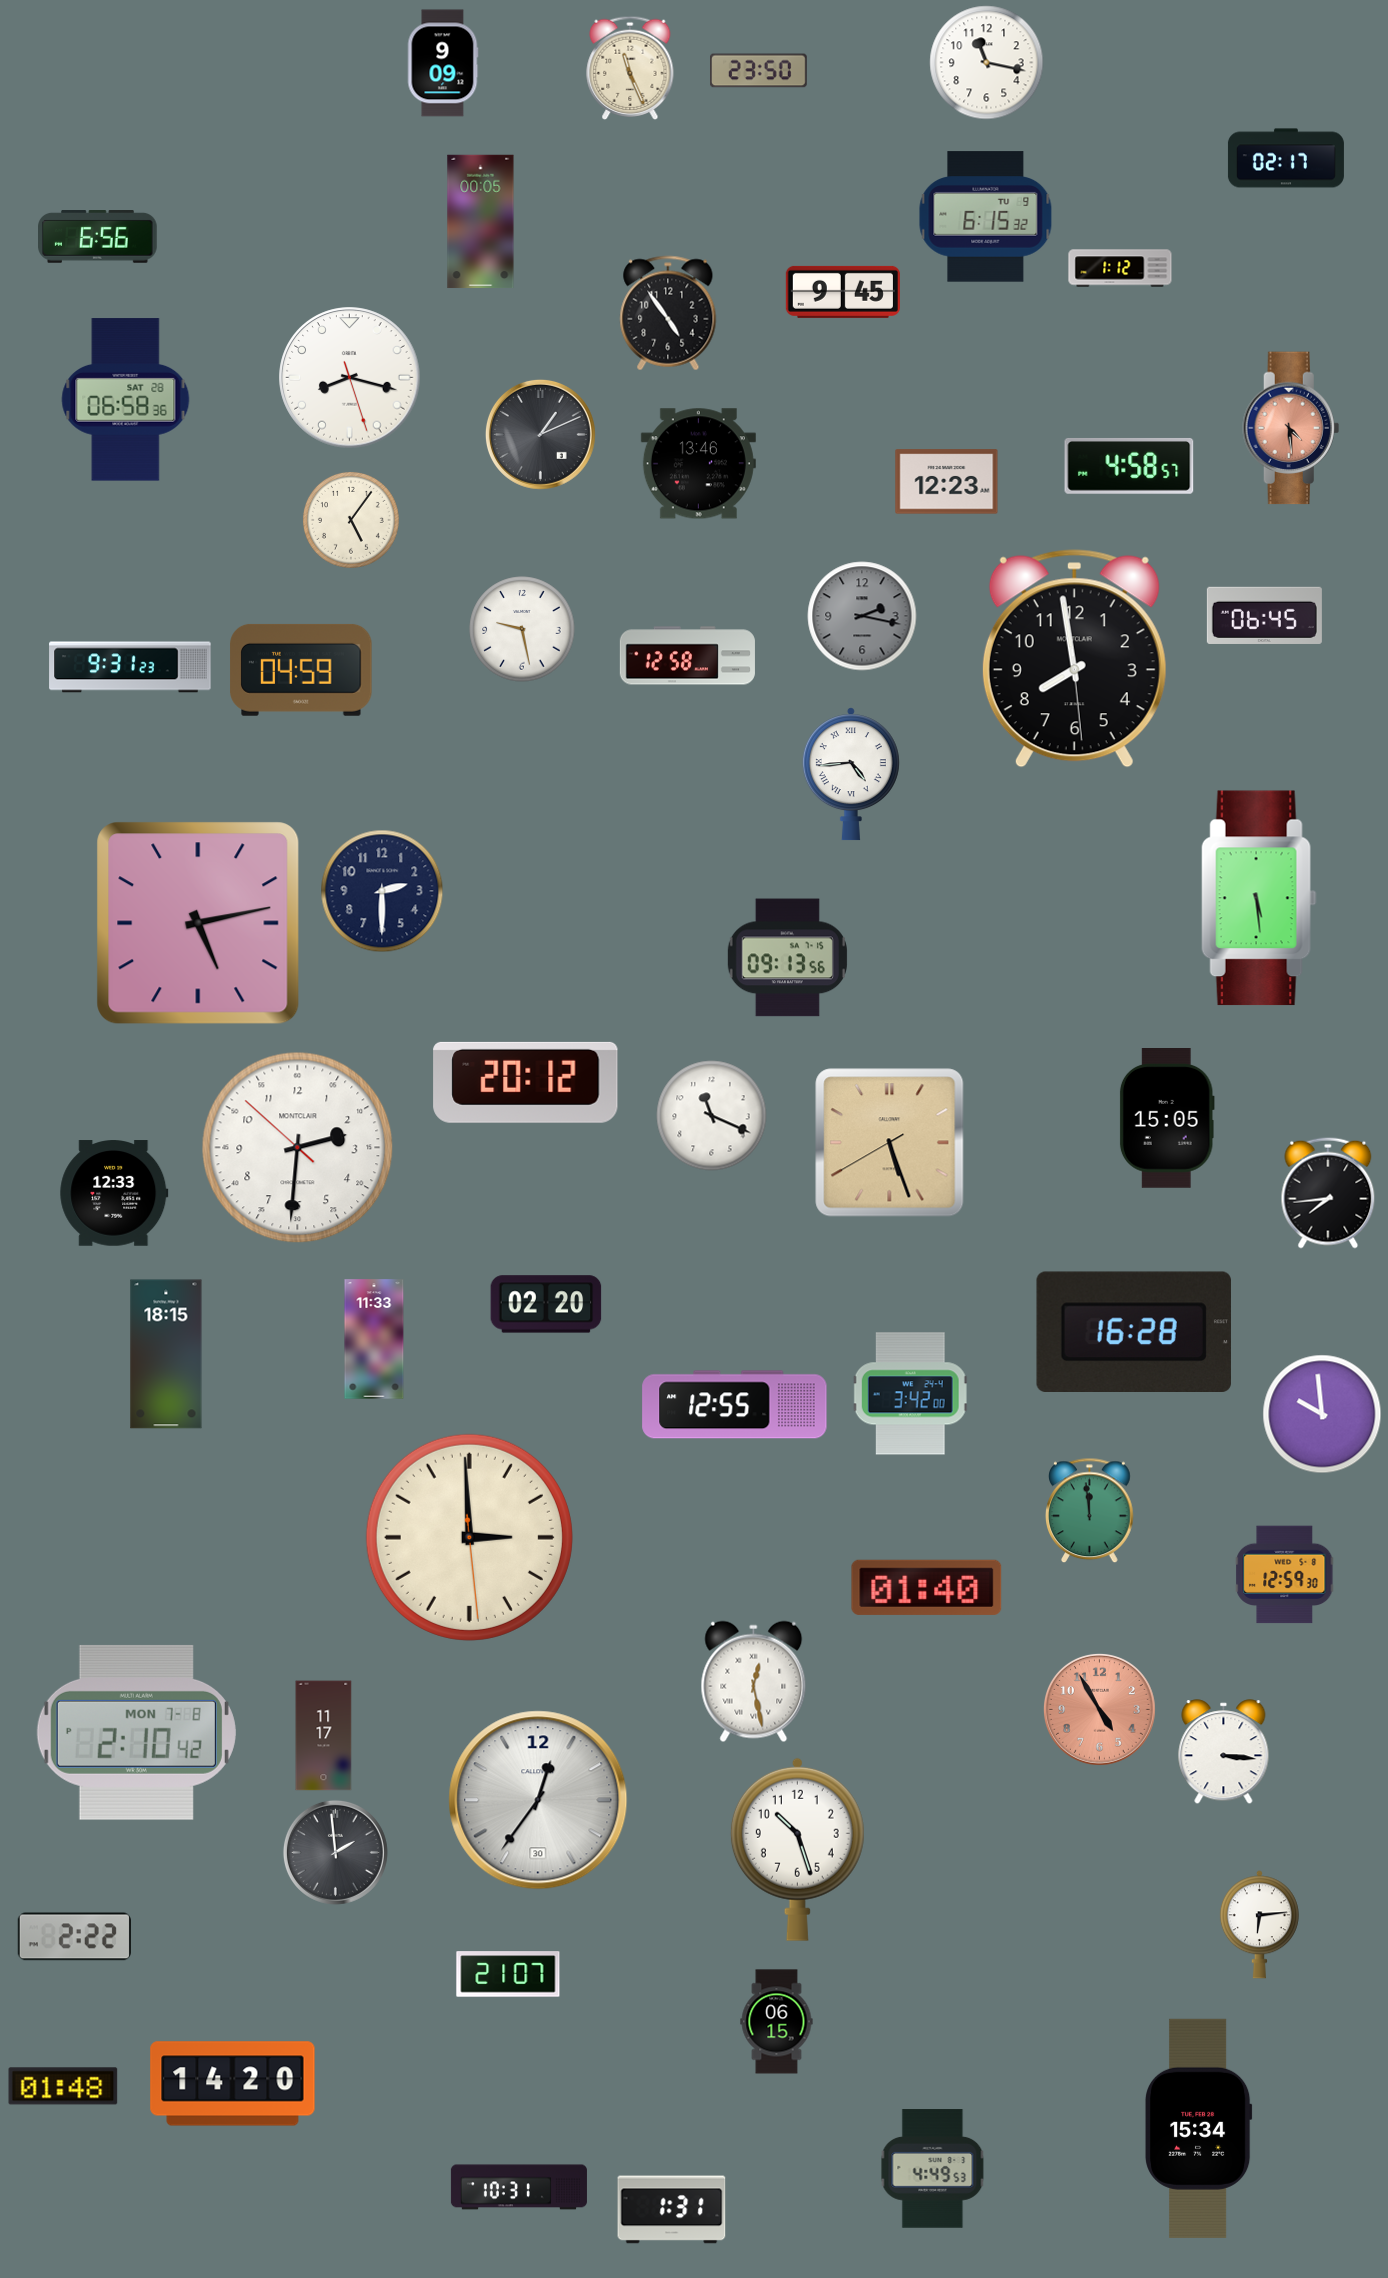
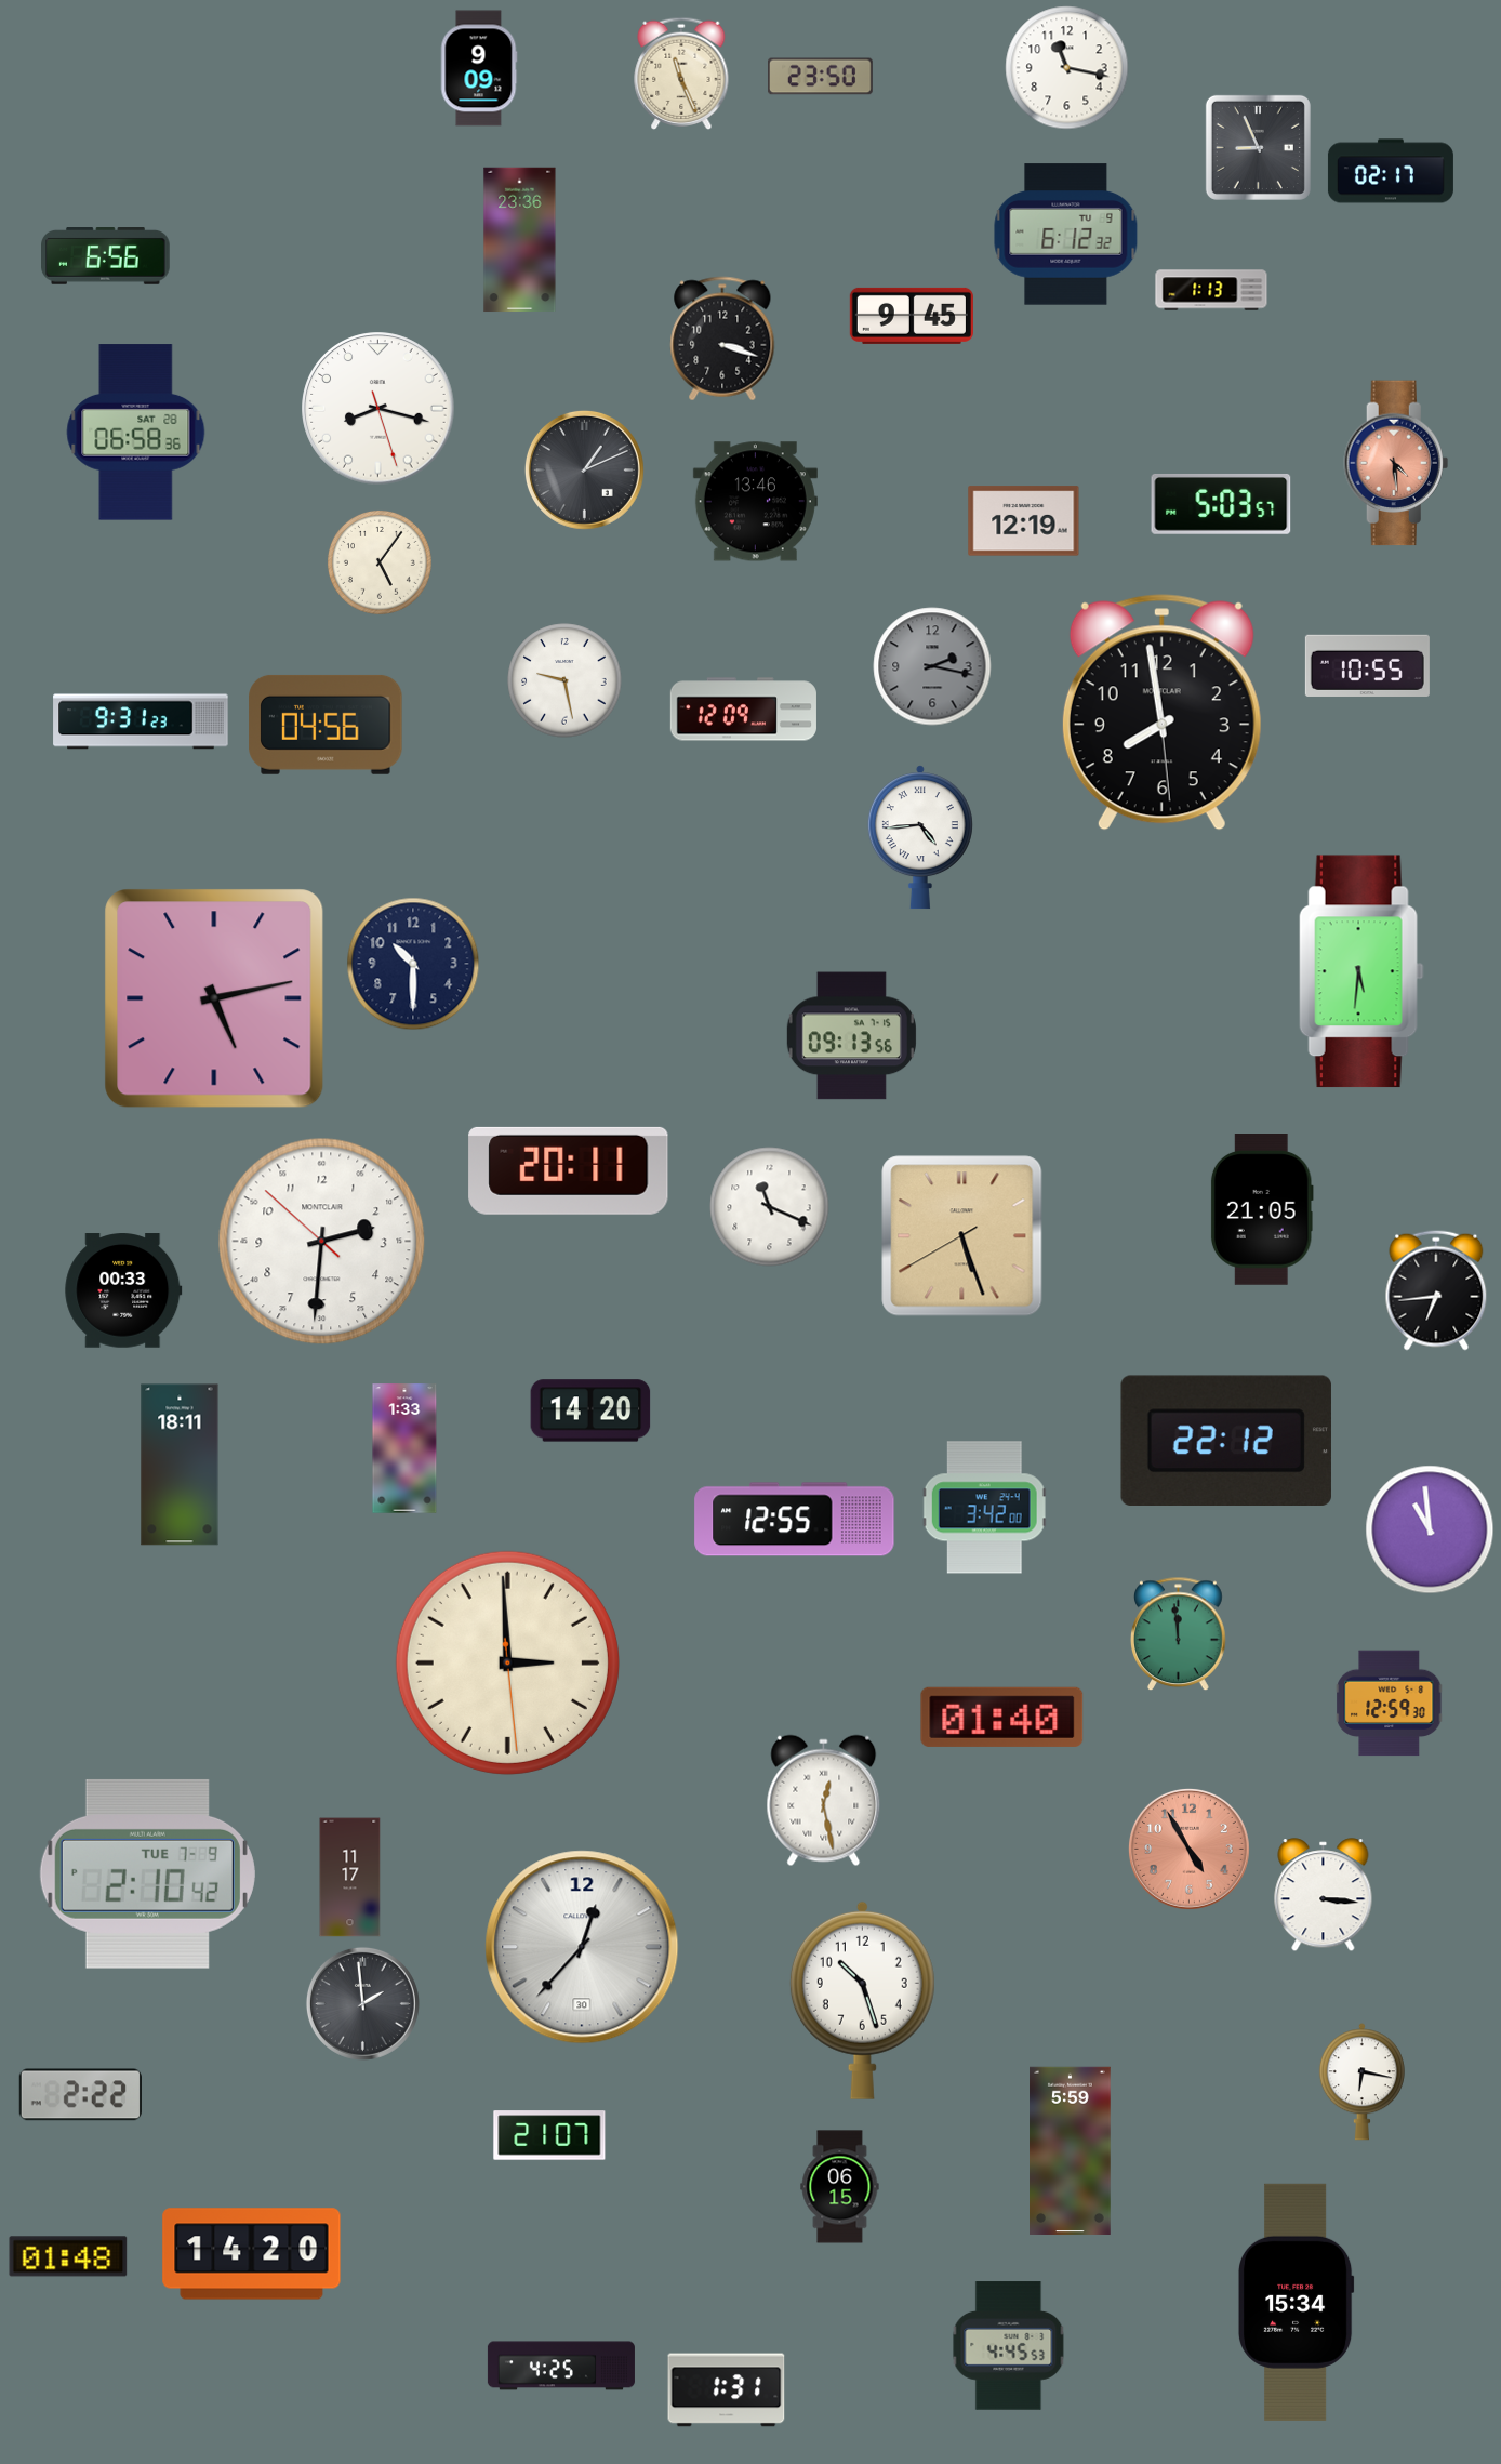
clock at (1258, 147): none -> 8:56
clock at (986, 217): 6:15 -> 6:12
clock at (481, 222): 00:05 -> 23:36
clock at (1120, 268): 1:12 -> 1:13
clock at (668, 313): 4:54 -> 3:18
clock at (1129, 466): 4:58 -> 5:03
clock at (947, 482): 12:23 -> 12:19
clock at (1264, 615): 06:45 -> 10:55
clock at (687, 656): 12:58 -> 12:09
clock at (301, 670): 04:59 -> 04:56
clock at (382, 891): 2:30 -> 10:30
clock at (1259, 898): 5:29 -> 5:31
clock at (526, 1082): 20:12 -> 20:11
clock at (1167, 1118): 15:05 -> 21:05
clock at (114, 1193): 12:33 -> 00:33
clock at (1328, 1193): 7:44 -> 6:44
clock at (546, 1304): 02:20 -> 14:20
clock at (1134, 1331): 16:28 -> 22:12
clock at (374, 1339): 11:33 -> 1:33
clock at (166, 1354): 18:15 -> 18:11
clock at (1322, 1414): 9:59 -> 10:59
clock at (754, 1682) position: (754, 1682) -> (824, 1801)
clock at (136, 1732) date: MON 7-8 -> TUE 7-9
clock at (538, 1800): 12:36 -> 12:37
clock at (1259, 1925): 6:14 -> 6:17
clock at (1071, 2150): none -> 5:59
clock at (933, 2169): 4:49 -> 4:45
clock at (519, 2187): 10:31 -> 4:25
